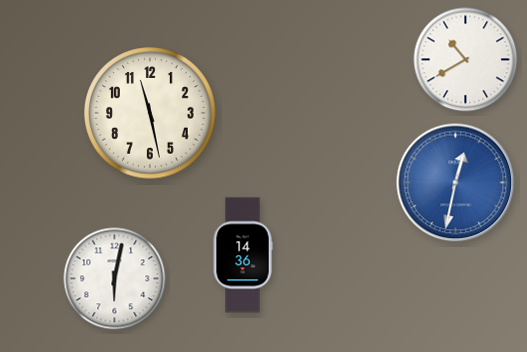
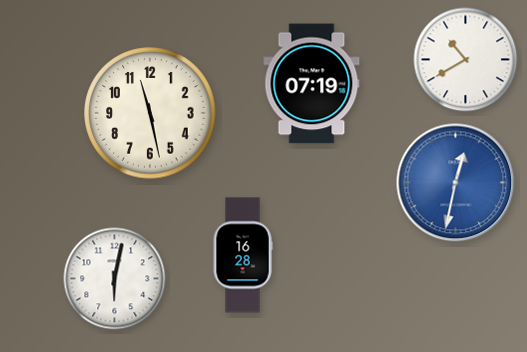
clock at (312, 84): none -> 07:19
clock at (243, 255): 14:36 -> 16:28
